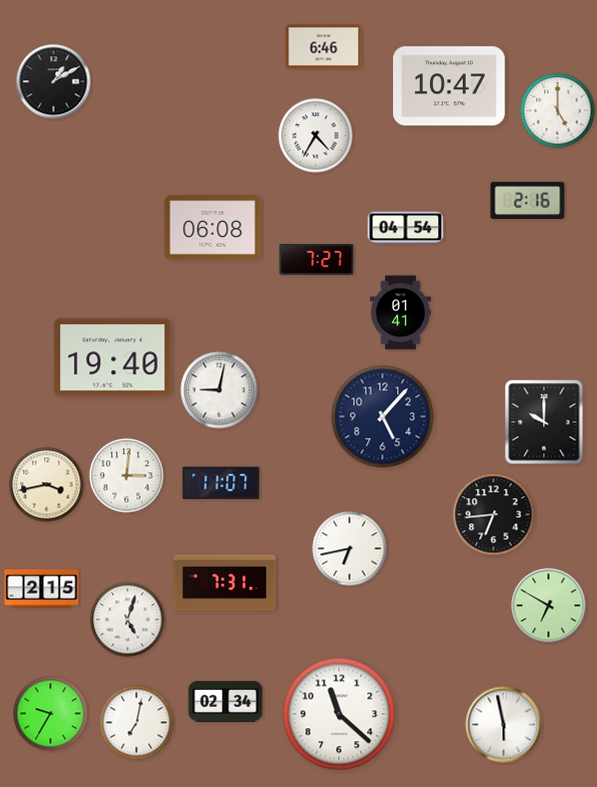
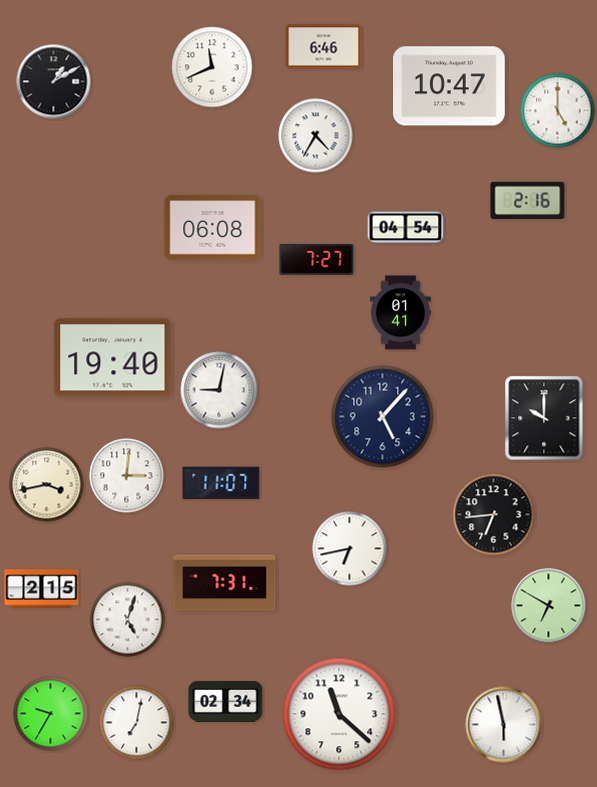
clock at (212, 67): none -> 11:41
clock at (544, 422) position: (544, 422) -> (544, 418)
